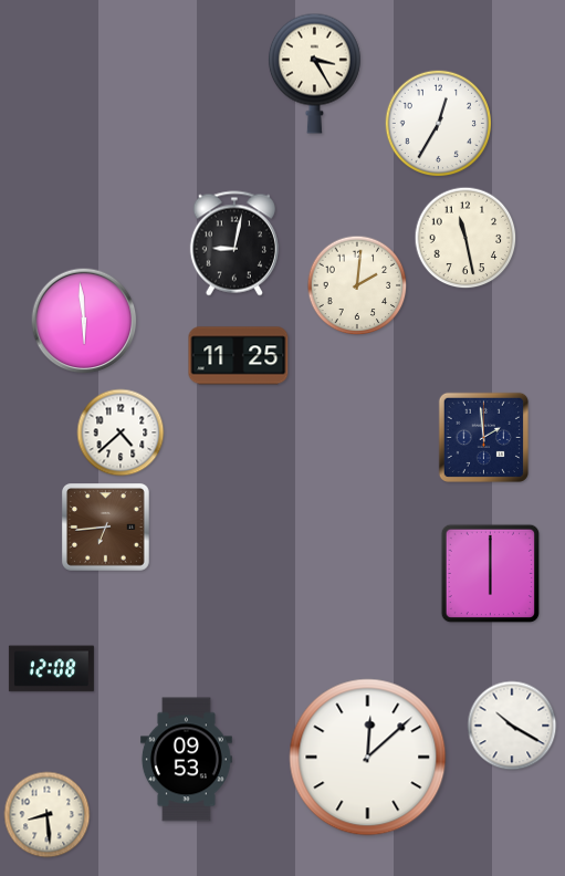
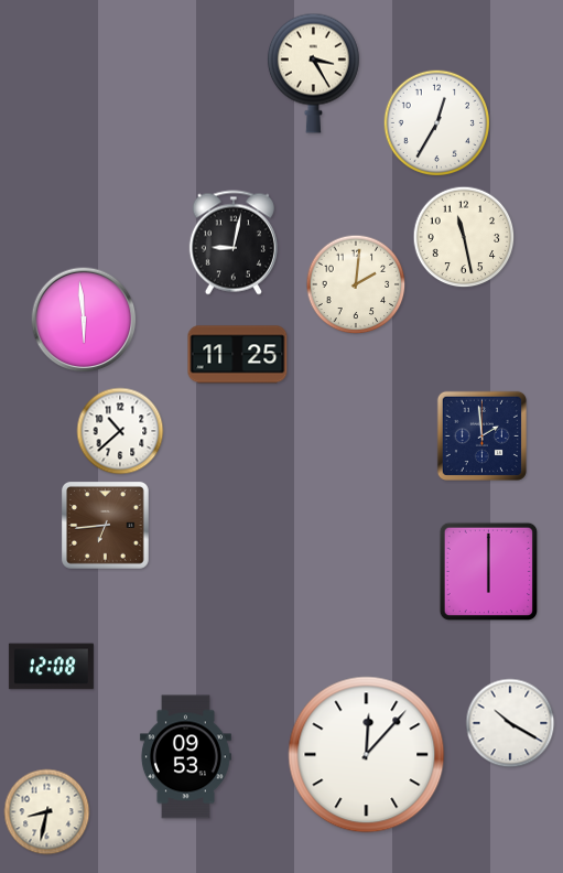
clock at (121, 432): 4:38 -> 10:38
clock at (368, 758): 12:08 -> 12:07
clock at (48, 815): 8:29 -> 8:32
